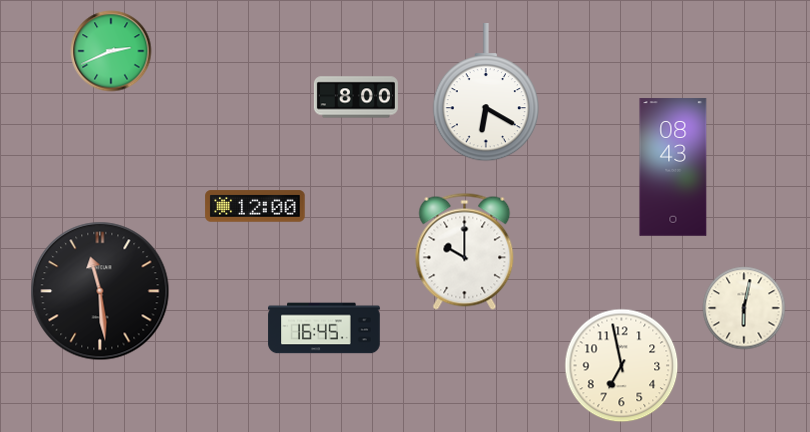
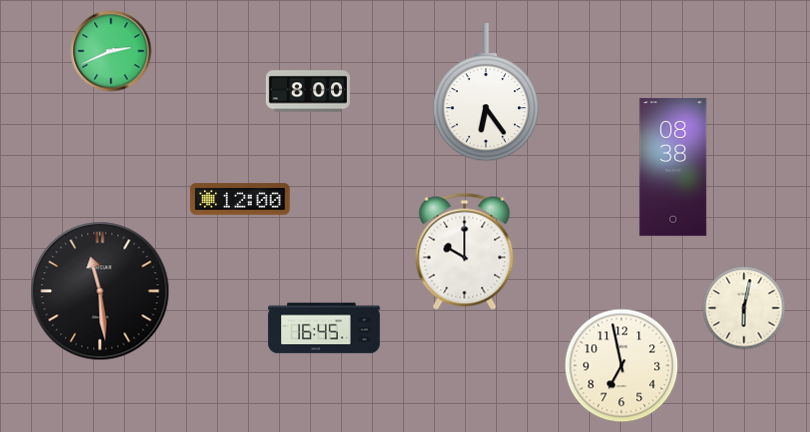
clock at (486, 93): 6:20 -> 6:24
clock at (356, 97) position: (356, 97) -> (308, 91)
clock at (673, 167): 08:43 -> 08:38
clock at (255, 206) position: (255, 206) -> (240, 199)
